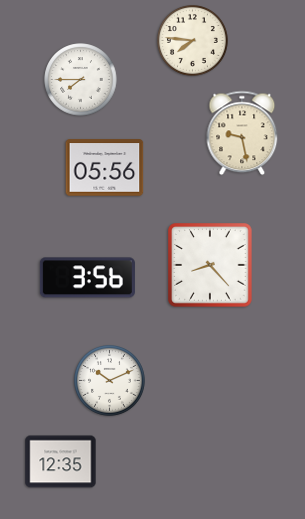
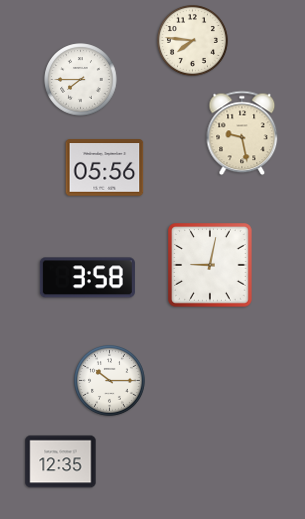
clock at (210, 265): 8:23 -> 9:02
clock at (87, 278): 3:56 -> 3:58
clock at (110, 381): 10:11 -> 10:15
